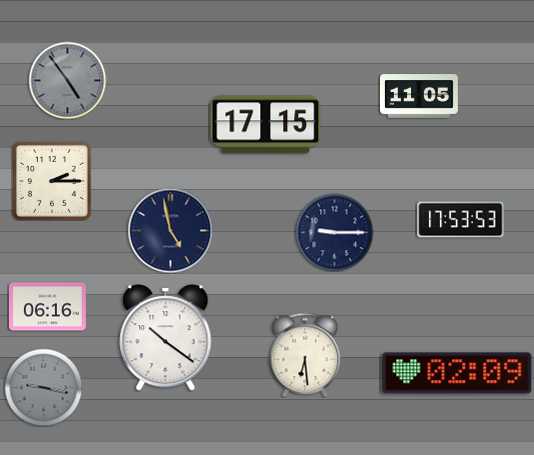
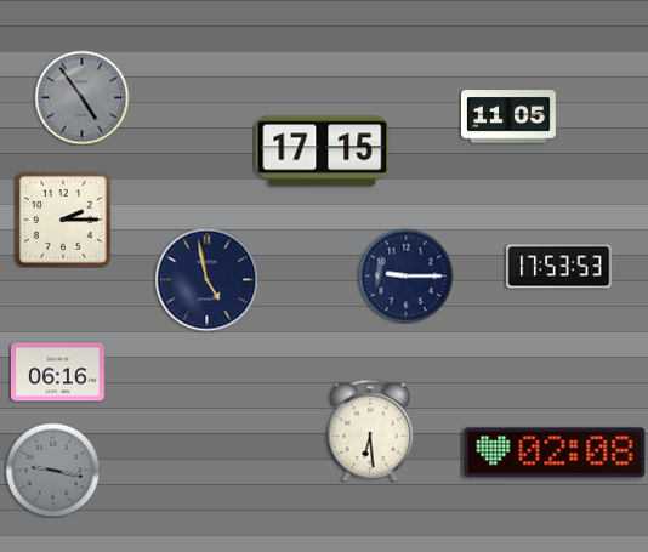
clock at (334, 232) position: (334, 232) -> (405, 275)
clock at (166, 338): 10:21 -> none
clock at (457, 373): 02:09 -> 02:08
